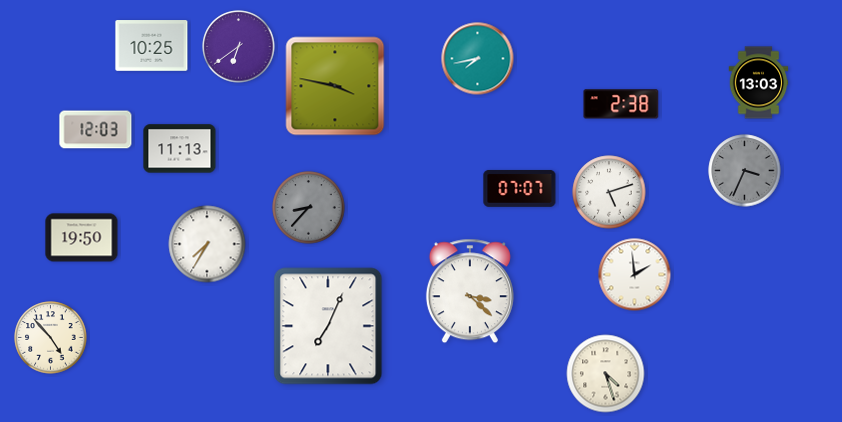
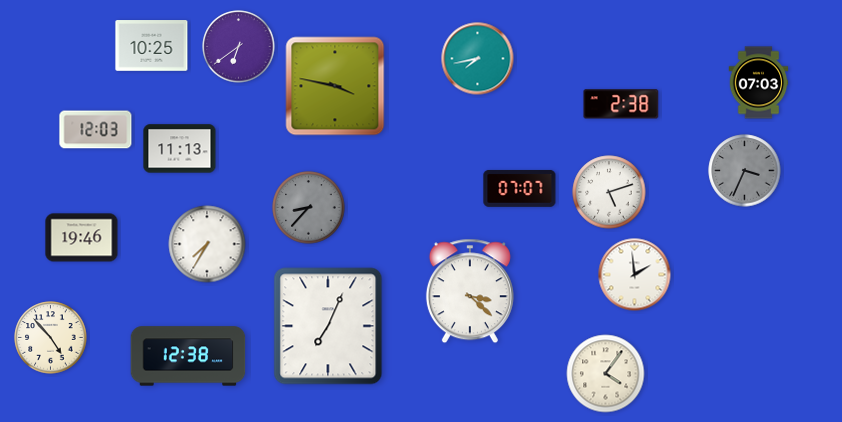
clock at (759, 83): 13:03 -> 07:03
clock at (82, 238): 19:50 -> 19:46
clock at (188, 356): none -> 12:38
clock at (606, 374): 4:27 -> 4:06
